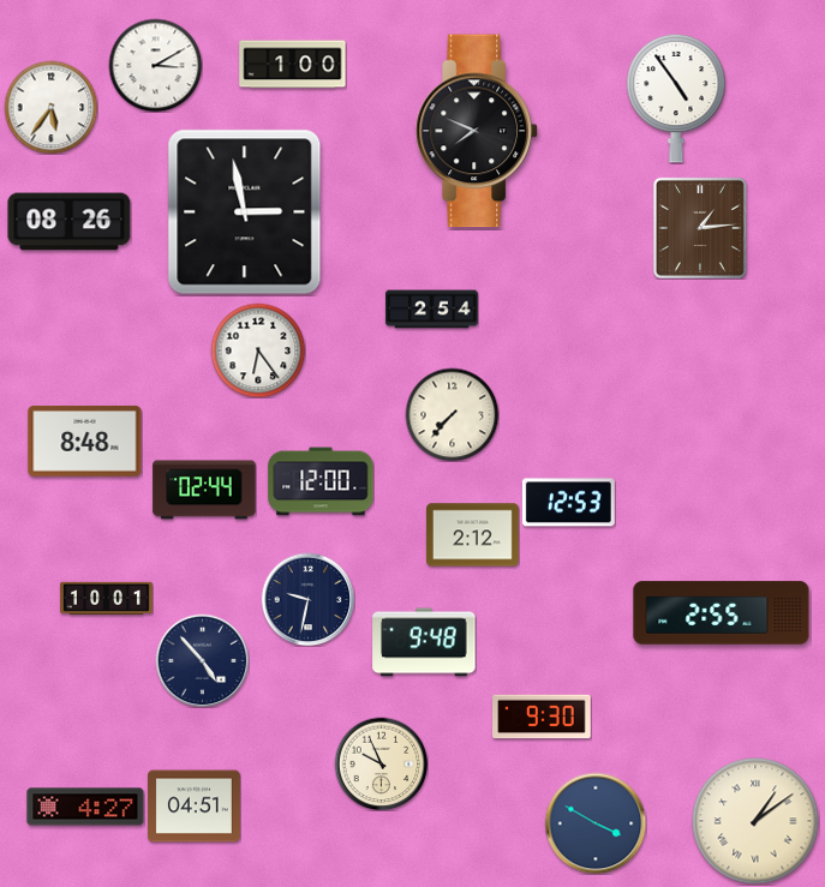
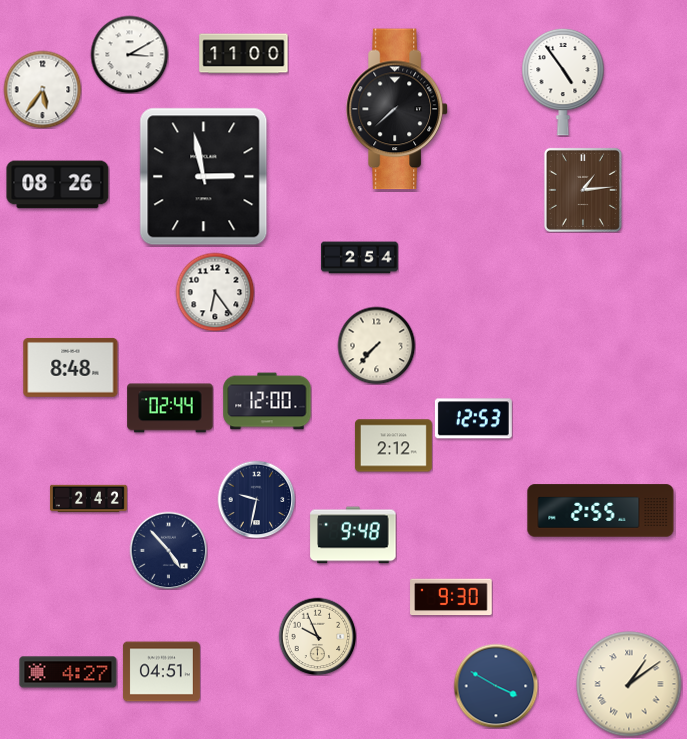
clock at (293, 65): 1:00 -> 11:00
clock at (477, 131): 7:49 -> 7:38
clock at (107, 599): 10:01 -> 2:42
clock at (85, 807) position: (85, 807) -> (68, 672)
